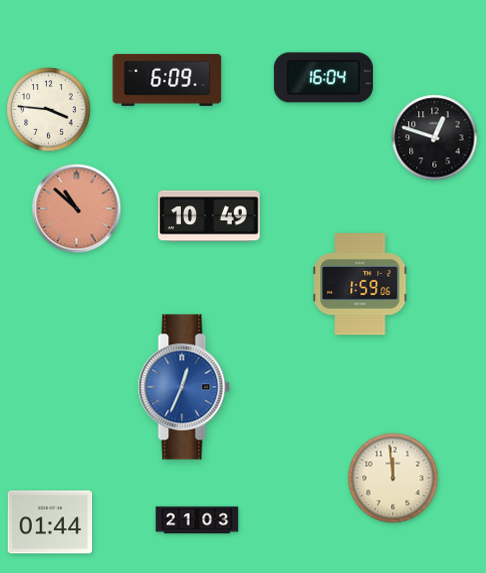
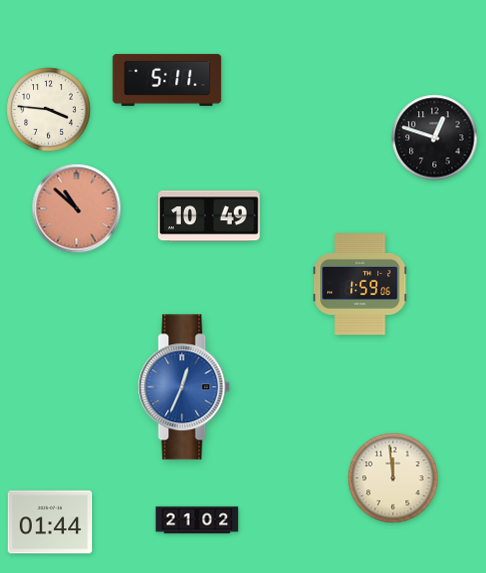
clock at (323, 78): 16:04 -> none
clock at (167, 80): 6:09 -> 5:11
clock at (197, 520): 21:03 -> 21:02
